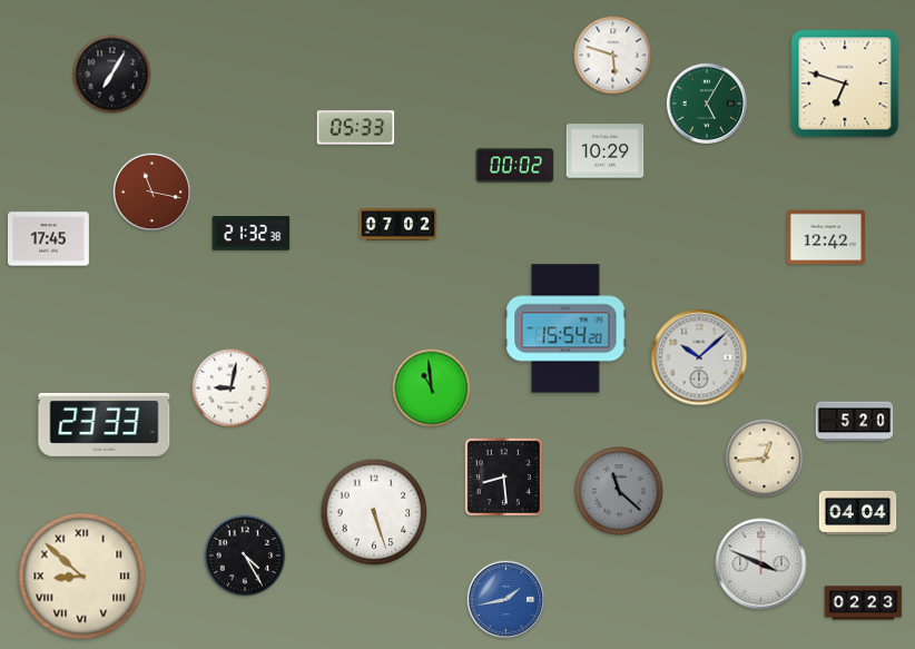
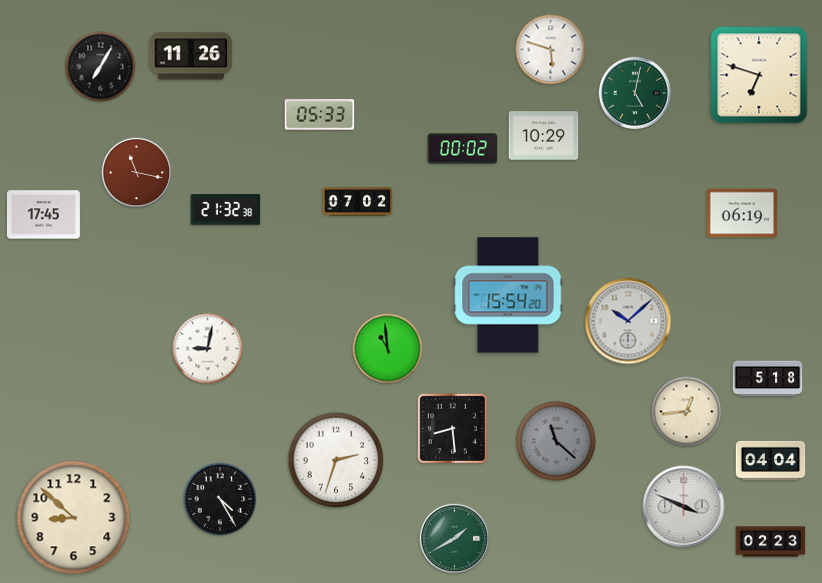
clock at (191, 56): none -> 11:26
clock at (707, 104): 5:05 -> 5:02
clock at (826, 237): 12:42 -> 06:19
clock at (855, 422): 5:20 -> 5:18
clock at (105, 424): 23:33 -> none
clock at (374, 512): 5:27 -> 2:33
clock at (82, 577) numerals: Roman -> Arabic
clock at (506, 600): 1:43 -> 1:40
clock at (506, 600) dial: blue -> green
clock at (864, 603) position: (864, 603) -> (771, 542)
